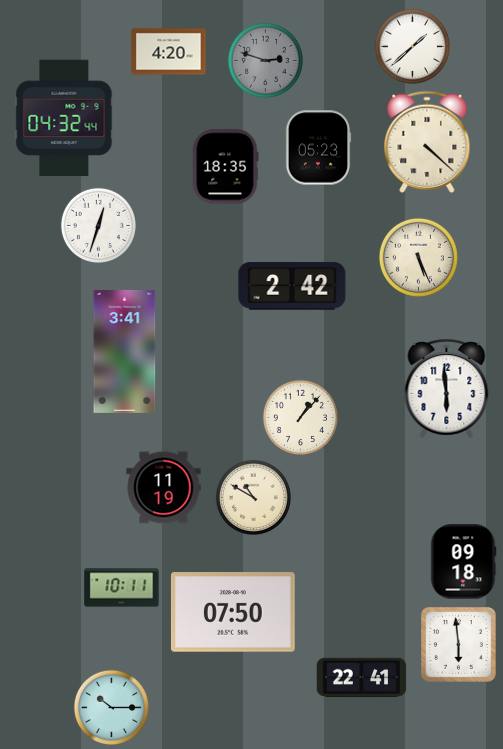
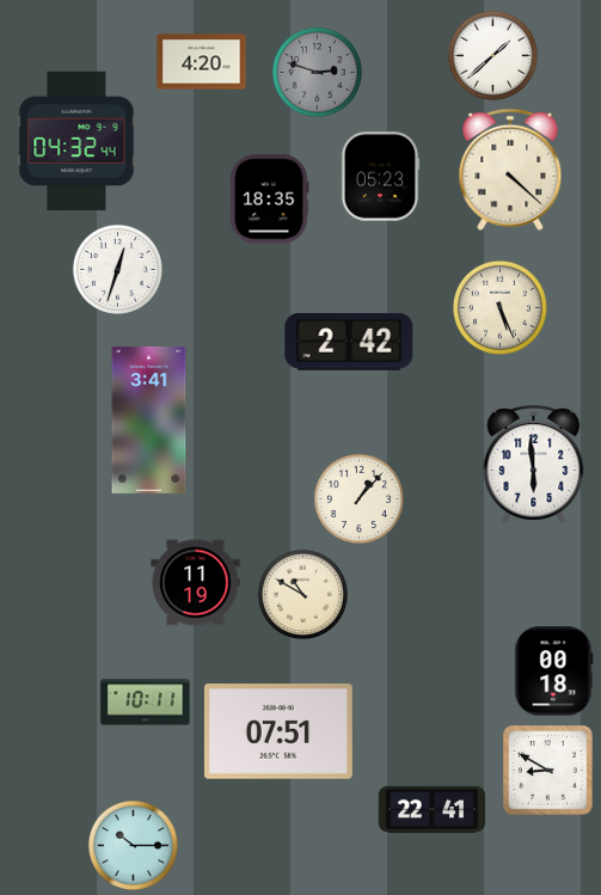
clock at (464, 562): 09:18 -> 00:18
clock at (233, 612): 07:50 -> 07:51
clock at (459, 645): 5:59 -> 8:50
